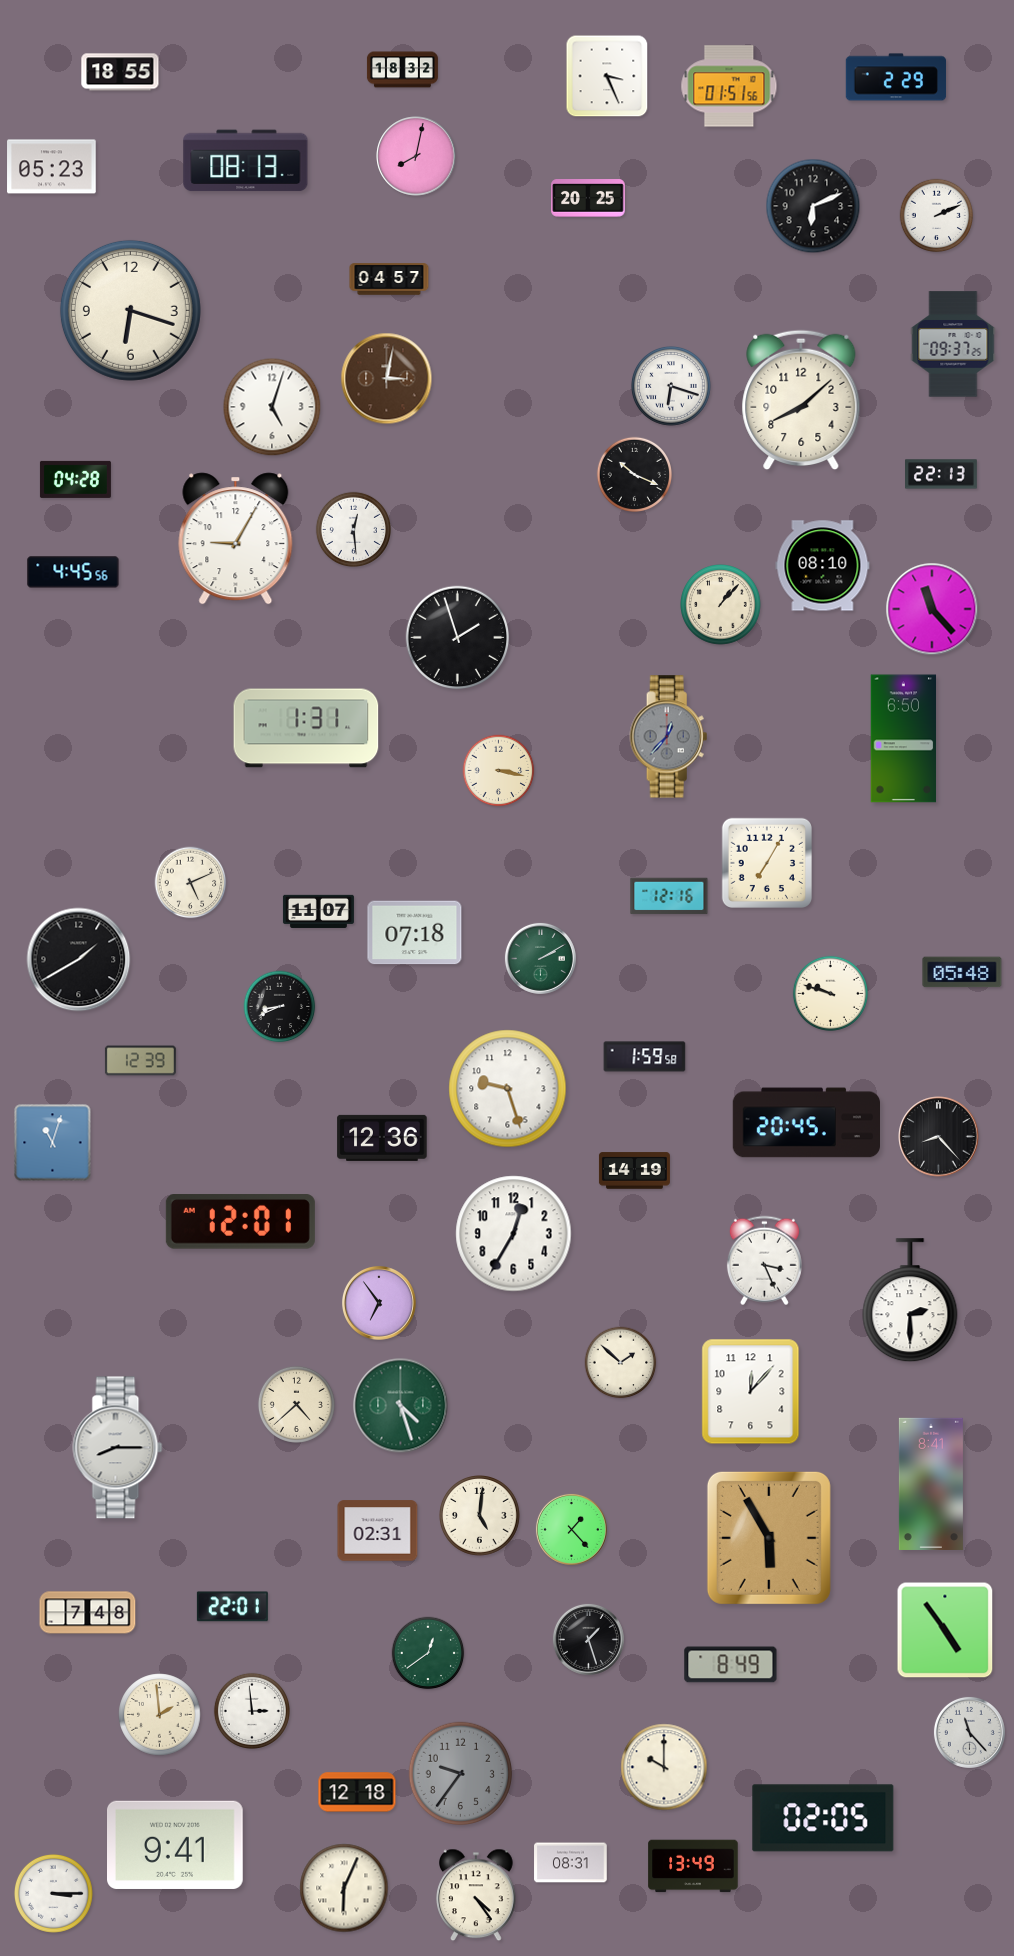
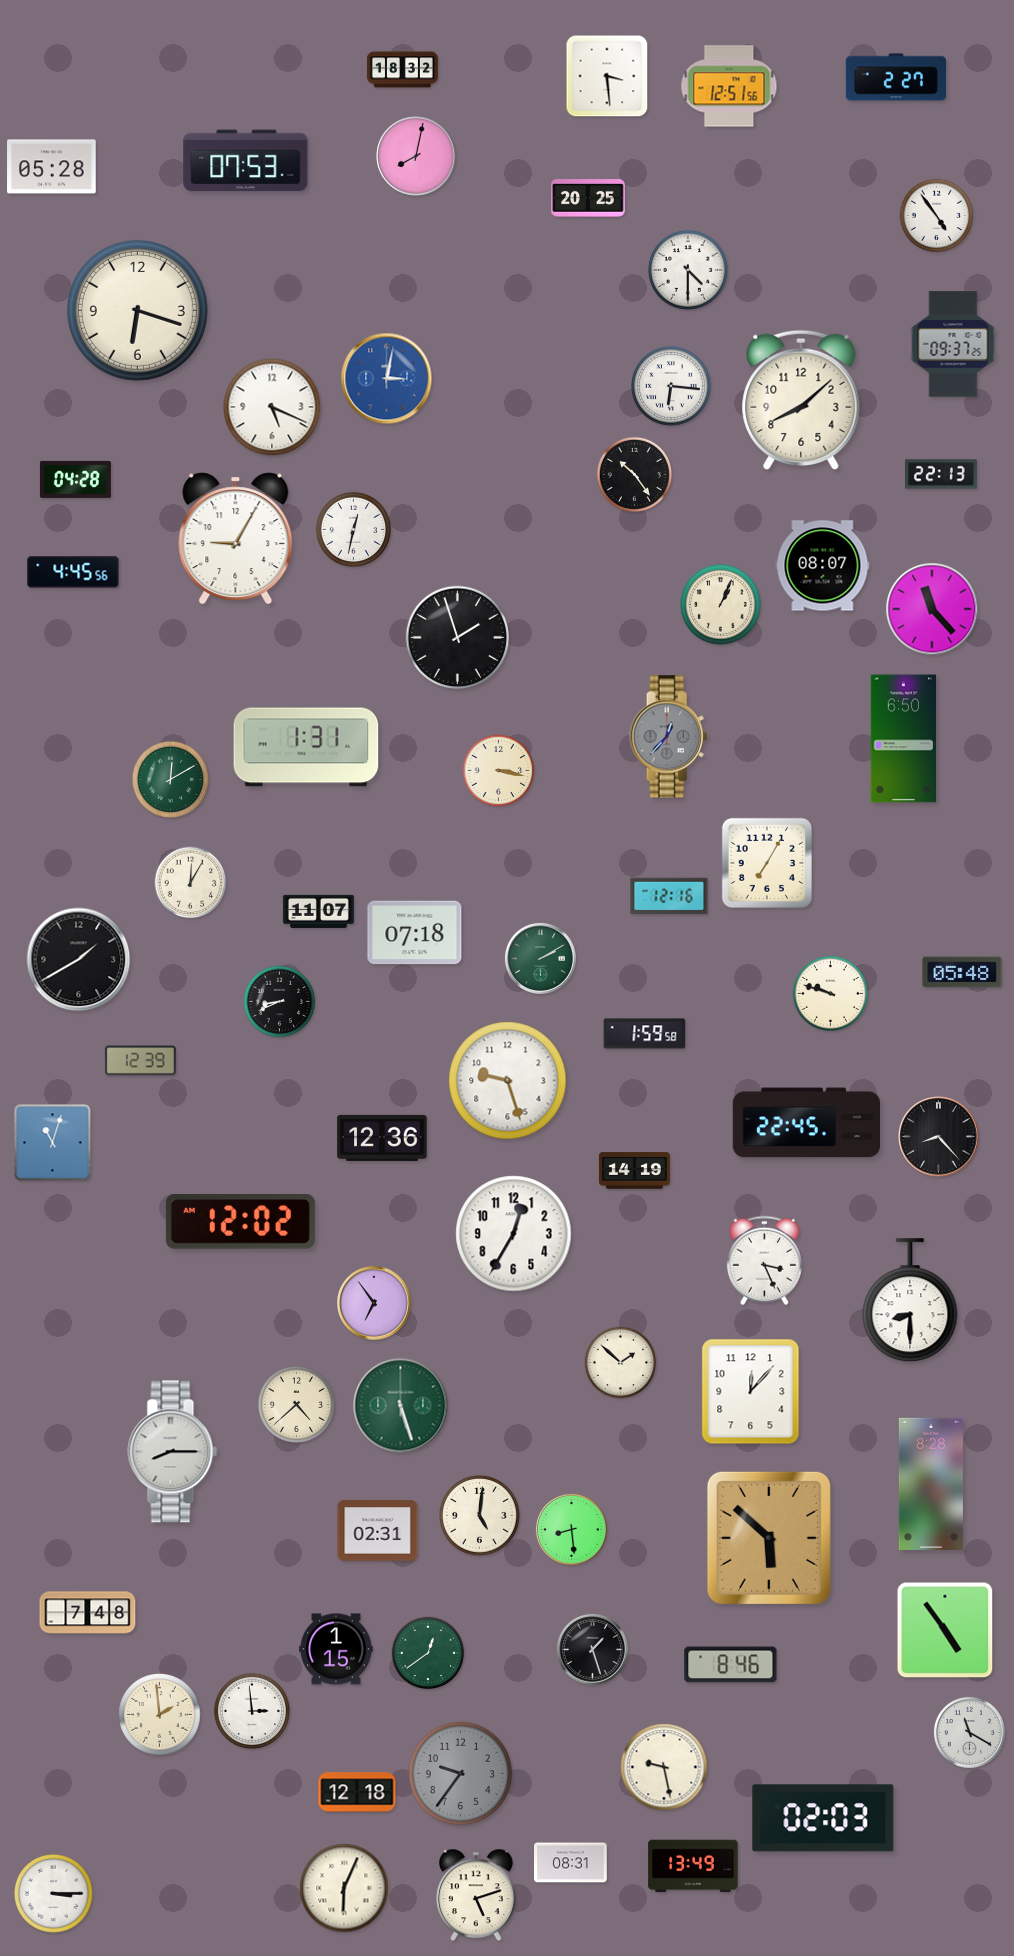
clock at (120, 72): 18:55 -> none
clock at (607, 76): 3:26 -> 3:29
clock at (896, 77): 2:29 -> 2:27
clock at (729, 86): 01:51 -> 12:51
clock at (246, 161): 08:13 -> 07:53
clock at (52, 167): 05:23 -> 05:28
clock at (813, 206): 6:11 -> none
clock at (937, 216): 2:11 -> 4:54
clock at (688, 270): none -> 4:30
clock at (389, 279): 04:57 -> none
clock at (130, 310) position: (130, 310) -> (137, 310)
clock at (387, 379) dial: brown -> blue
clock at (671, 386): 6:18 -> 6:16
clock at (272, 407): 5:03 -> 5:19
clock at (634, 474): 10:19 -> 10:24
clock at (353, 529): 12:29 -> 12:32
clock at (823, 566): 08:10 -> 08:07
clock at (721, 605): 1:07 -> 1:04
clock at (306, 728) position: (306, 728) -> (306, 747)
clock at (170, 779): none -> 12:10
clock at (191, 883): 5:11 -> 12:05
clock at (280, 1007) position: (280, 1007) -> (280, 1002)
clock at (645, 1057) position: (645, 1057) -> (645, 1034)
clock at (508, 1089) position: (508, 1089) -> (508, 1081)
clock at (806, 1123): 20:45 -> 22:45
clock at (240, 1222): 12:01 -> 12:02
clock at (910, 1301): 2:30 -> 8:30
clock at (380, 1304) position: (380, 1304) -> (375, 1304)
clock at (401, 1406): 4:27 -> 5:27
clock at (118, 1448) position: (118, 1448) -> (173, 1452)
clock at (931, 1484): 8:41 -> 8:28
clock at (571, 1529): 1:23 -> 8:29
clock at (769, 1538): 5:55 -> 5:52
clock at (232, 1607): 22:01 -> none
clock at (588, 1639) position: (588, 1639) -> (592, 1649)
clock at (336, 1649): none -> 1:15
clock at (731, 1665): 8:49 -> 8:46
clock at (969, 1732): 11:23 -> 11:20
clock at (664, 1767): 10:00 -> 9:28
clock at (823, 1818): 02:05 -> 02:03
clock at (176, 1845): 9:41 -> none
clock at (477, 1895): 4:24 -> 5:12
